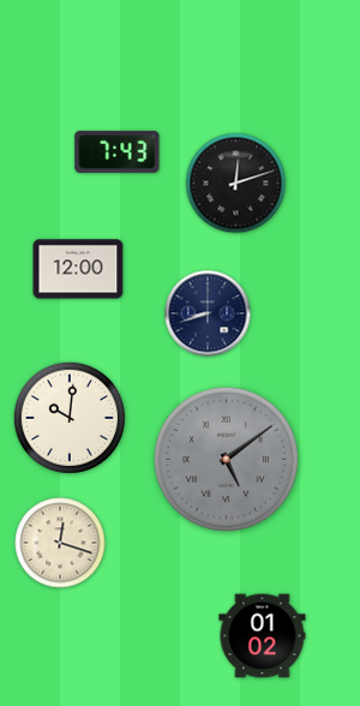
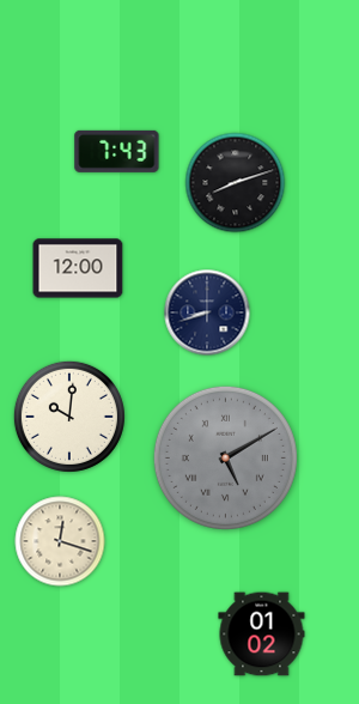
clock at (236, 184): 12:12 -> 8:12
clock at (226, 459): 5:09 -> 5:10
